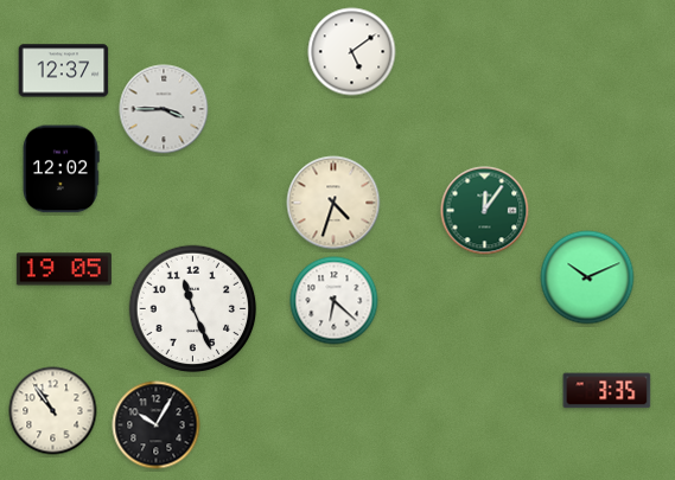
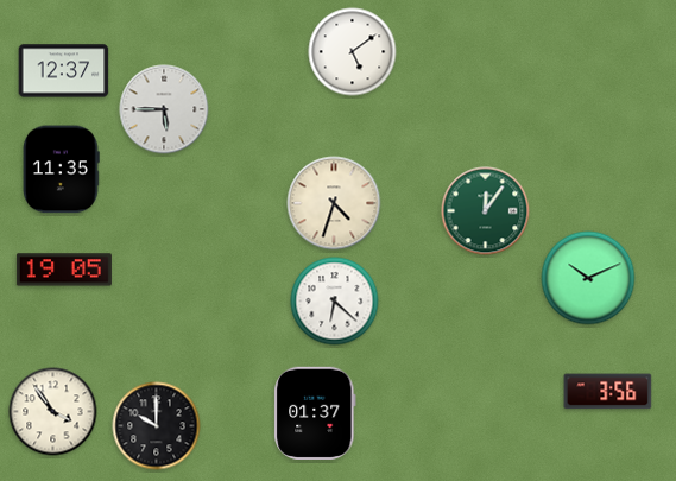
clock at (164, 109): 3:45 -> 5:45
clock at (62, 169): 12:02 -> 11:35
clock at (193, 309): 11:26 -> none
clock at (607, 391): 3:35 -> 3:56
clock at (53, 411): 10:54 -> 3:54
clock at (315, 413): none -> 01:37
clock at (157, 425): 10:05 -> 10:00
